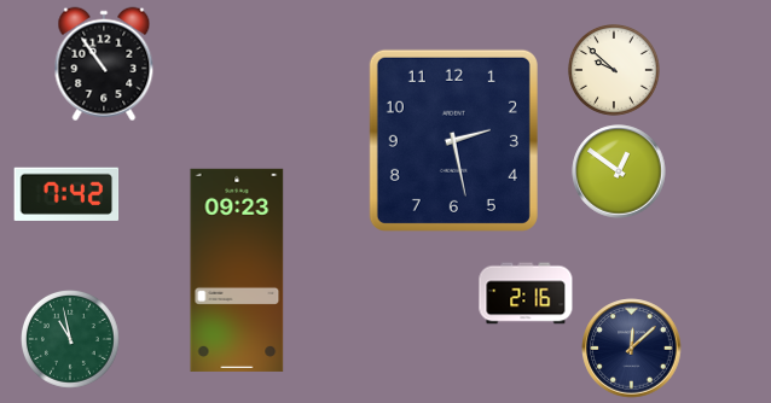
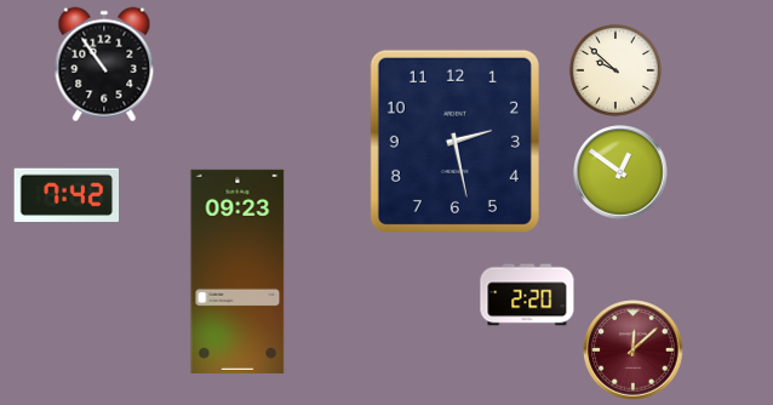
clock at (526, 293): 2:16 -> 2:20
clock at (71, 340): 10:58 -> none
clock at (632, 349) dial: navy -> burgundy
